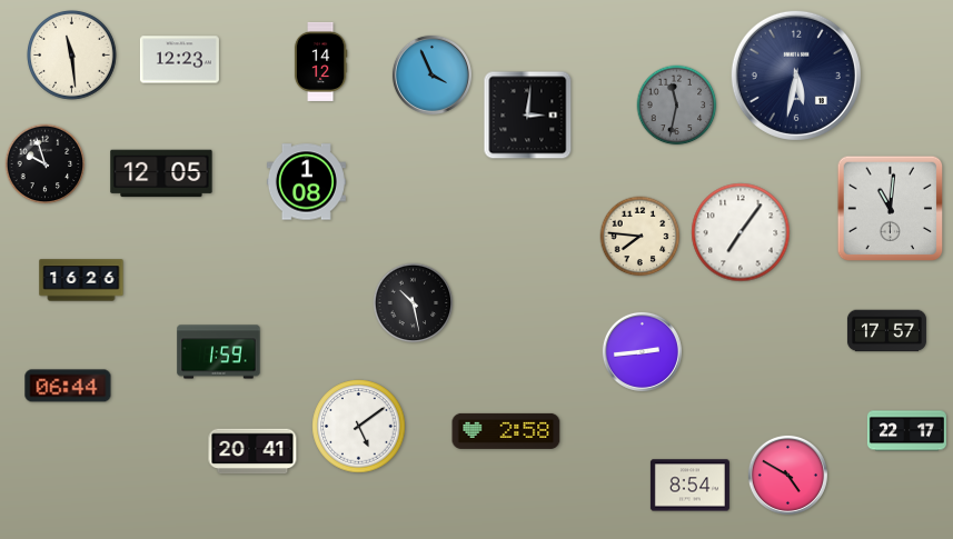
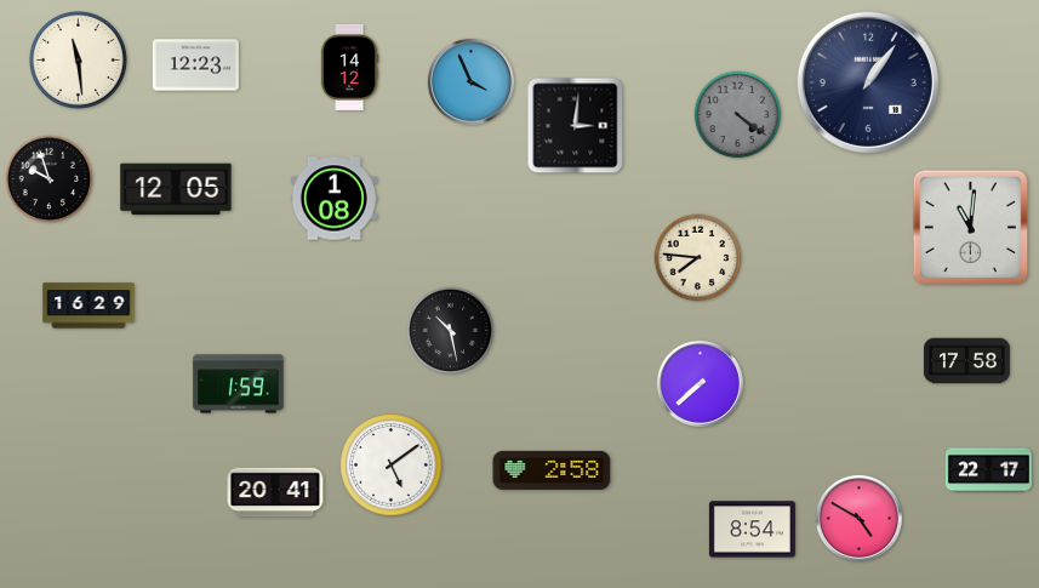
clock at (796, 76): 5:32 -> 1:06
clock at (677, 106): 11:32 -> 4:21
clock at (741, 232): 7:06 -> none
clock at (81, 280): 16:26 -> 16:29
clock at (886, 331): 17:57 -> 17:58
clock at (642, 351): 2:44 -> 7:38
clock at (68, 386): 06:44 -> none
